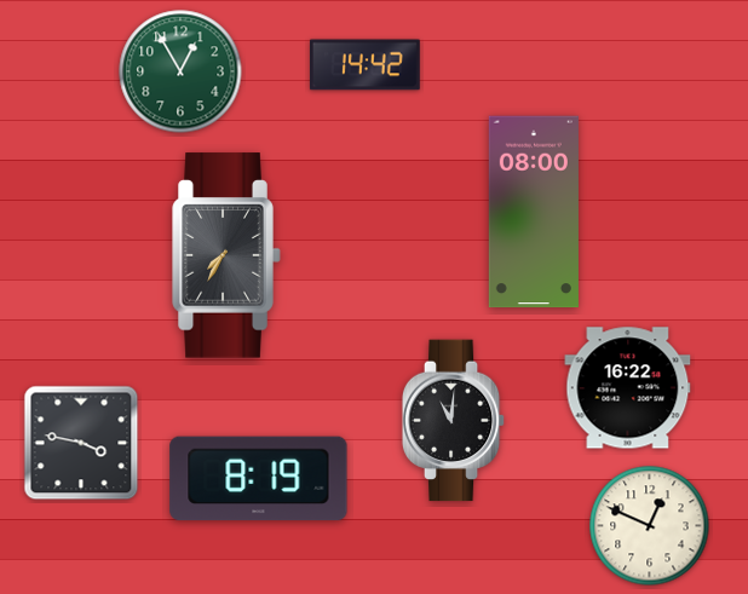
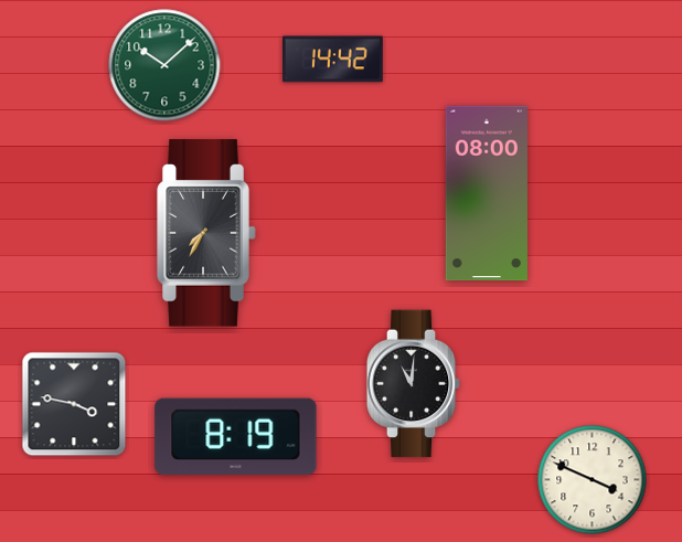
clock at (180, 71): 12:55 -> 10:08
clock at (628, 388): 16:22 -> none
clock at (650, 526): 12:49 -> 3:49
